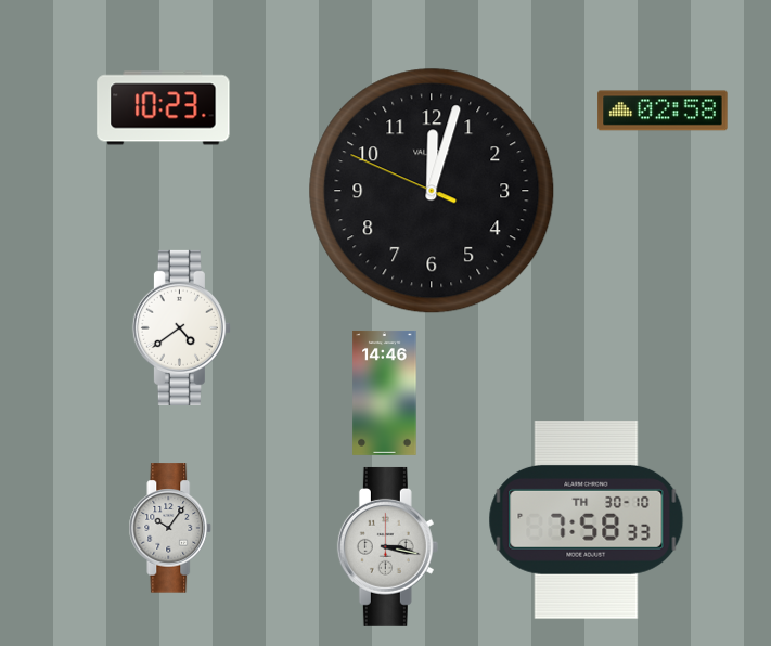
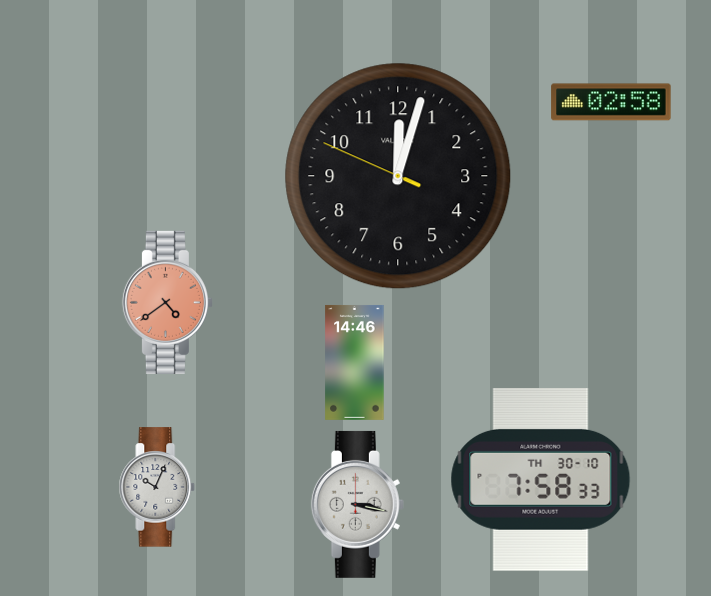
clock at (164, 108): 10:23 -> none
clock at (181, 327) dial: white -> salmon
clock at (170, 528): 10:06 -> 10:04
